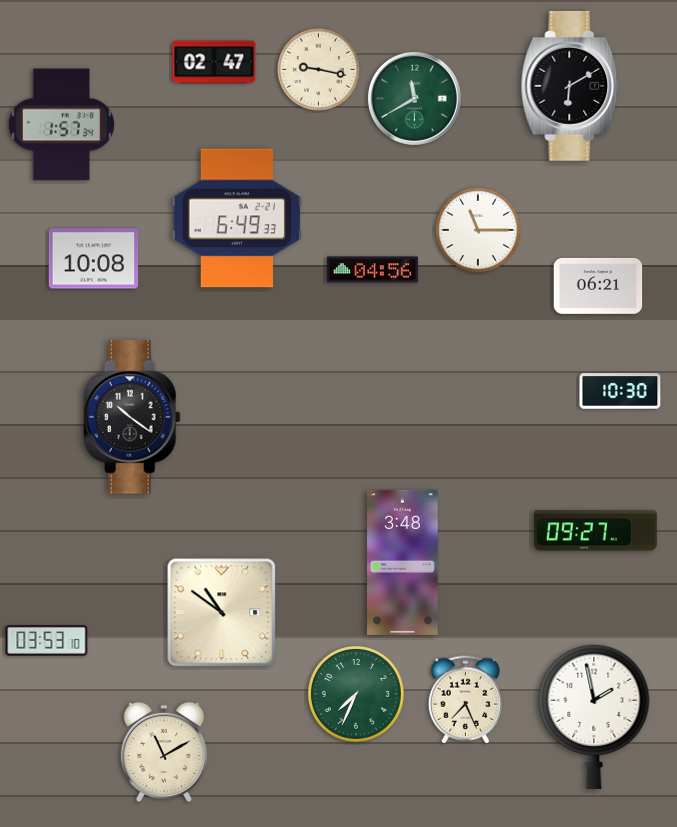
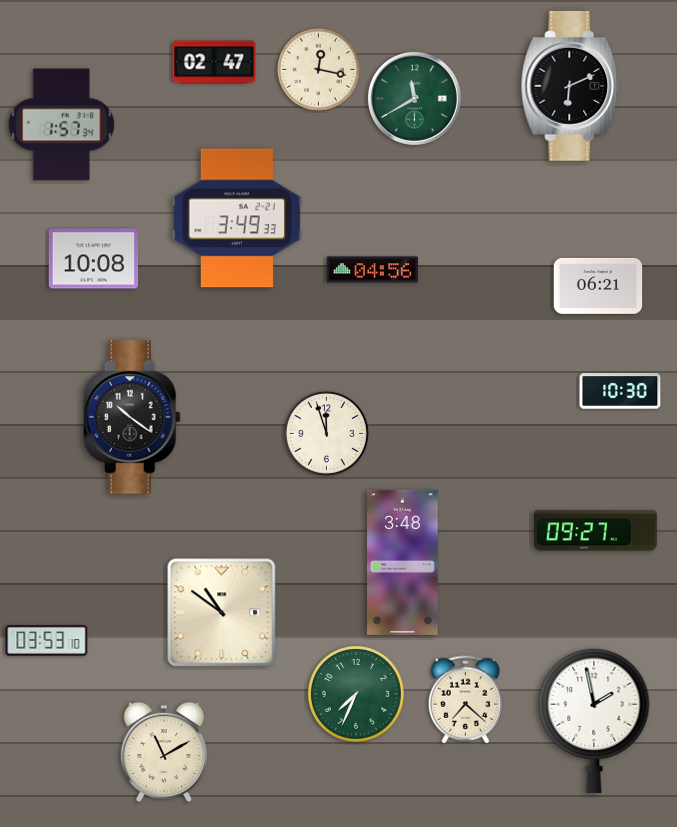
clock at (318, 69): 9:17 -> 12:17
clock at (570, 86): 6:10 -> 6:11
clock at (237, 218): 6:49 -> 3:49
clock at (478, 230): 11:15 -> none
clock at (326, 433): none -> 11:57
clock at (466, 700): 7:26 -> 7:22
clock at (594, 716) position: (594, 716) -> (594, 720)
